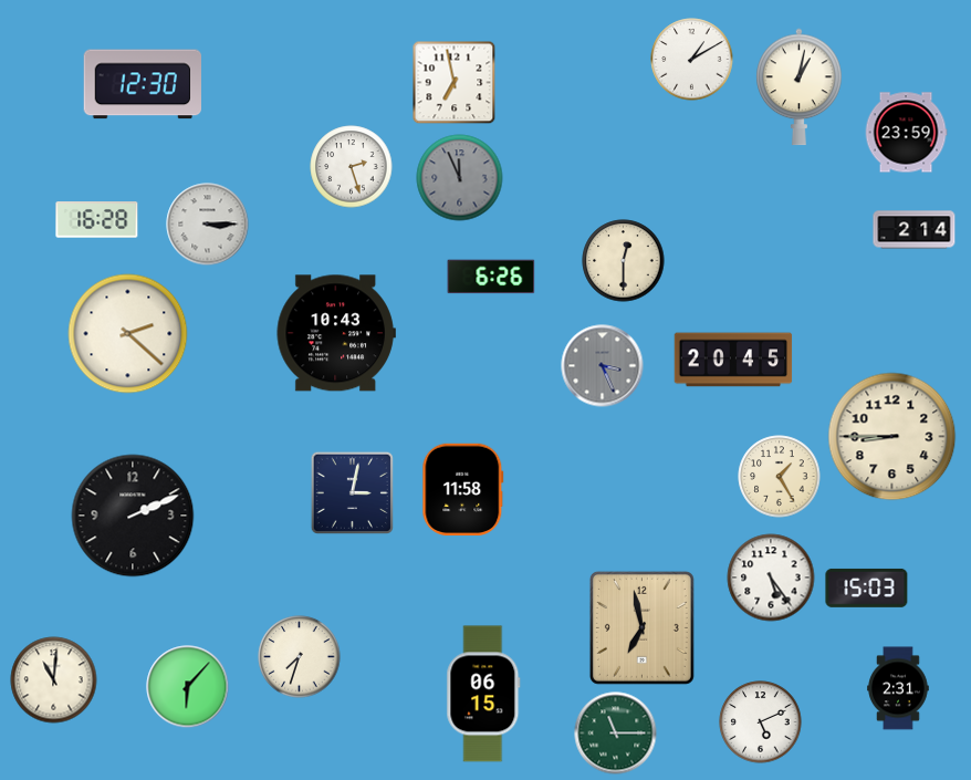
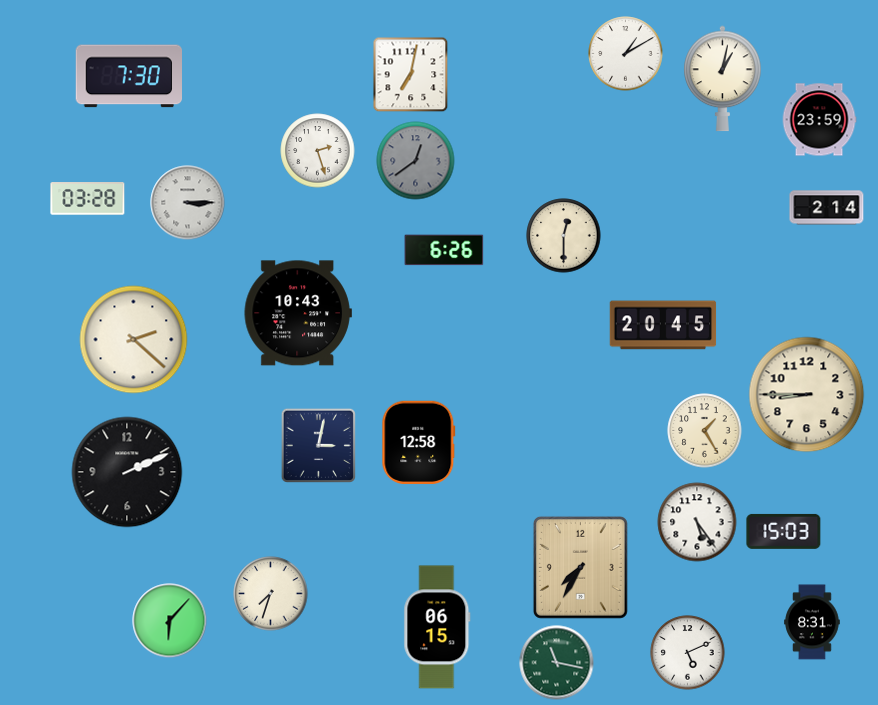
clock at (455, 83): 6:58 -> 7:02
clock at (142, 84): 12:30 -> 7:30
clock at (460, 178): 11:56 -> 12:39
clock at (97, 220): 16:28 -> 03:28
clock at (336, 333) position: (336, 333) -> (298, 313)
clock at (128, 334) position: (128, 334) -> (134, 340)
clock at (603, 366): 3:26 -> none
clock at (463, 489): 11:58 -> 12:58
clock at (133, 516) position: (133, 516) -> (127, 472)
clock at (641, 627): 6:58 -> 7:35
clock at (54, 680): 11:01 -> none
clock at (898, 688): 2:31 -> 8:31
clock at (616, 734): 11:15 -> 11:17
